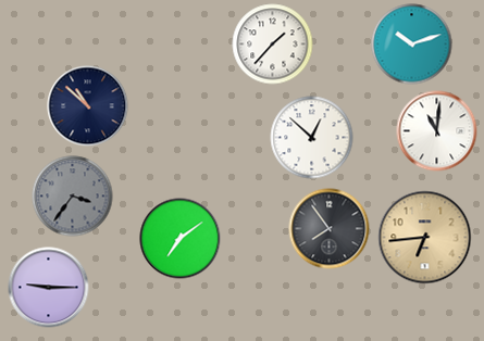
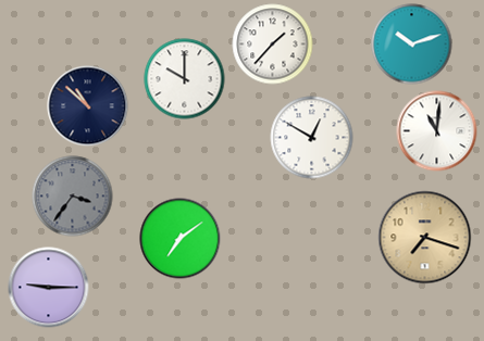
clock at (185, 79): none -> 10:00
clock at (312, 138): 12:52 -> 12:50
clock at (330, 229): 7:54 -> none
clock at (425, 238): 6:44 -> 7:18
